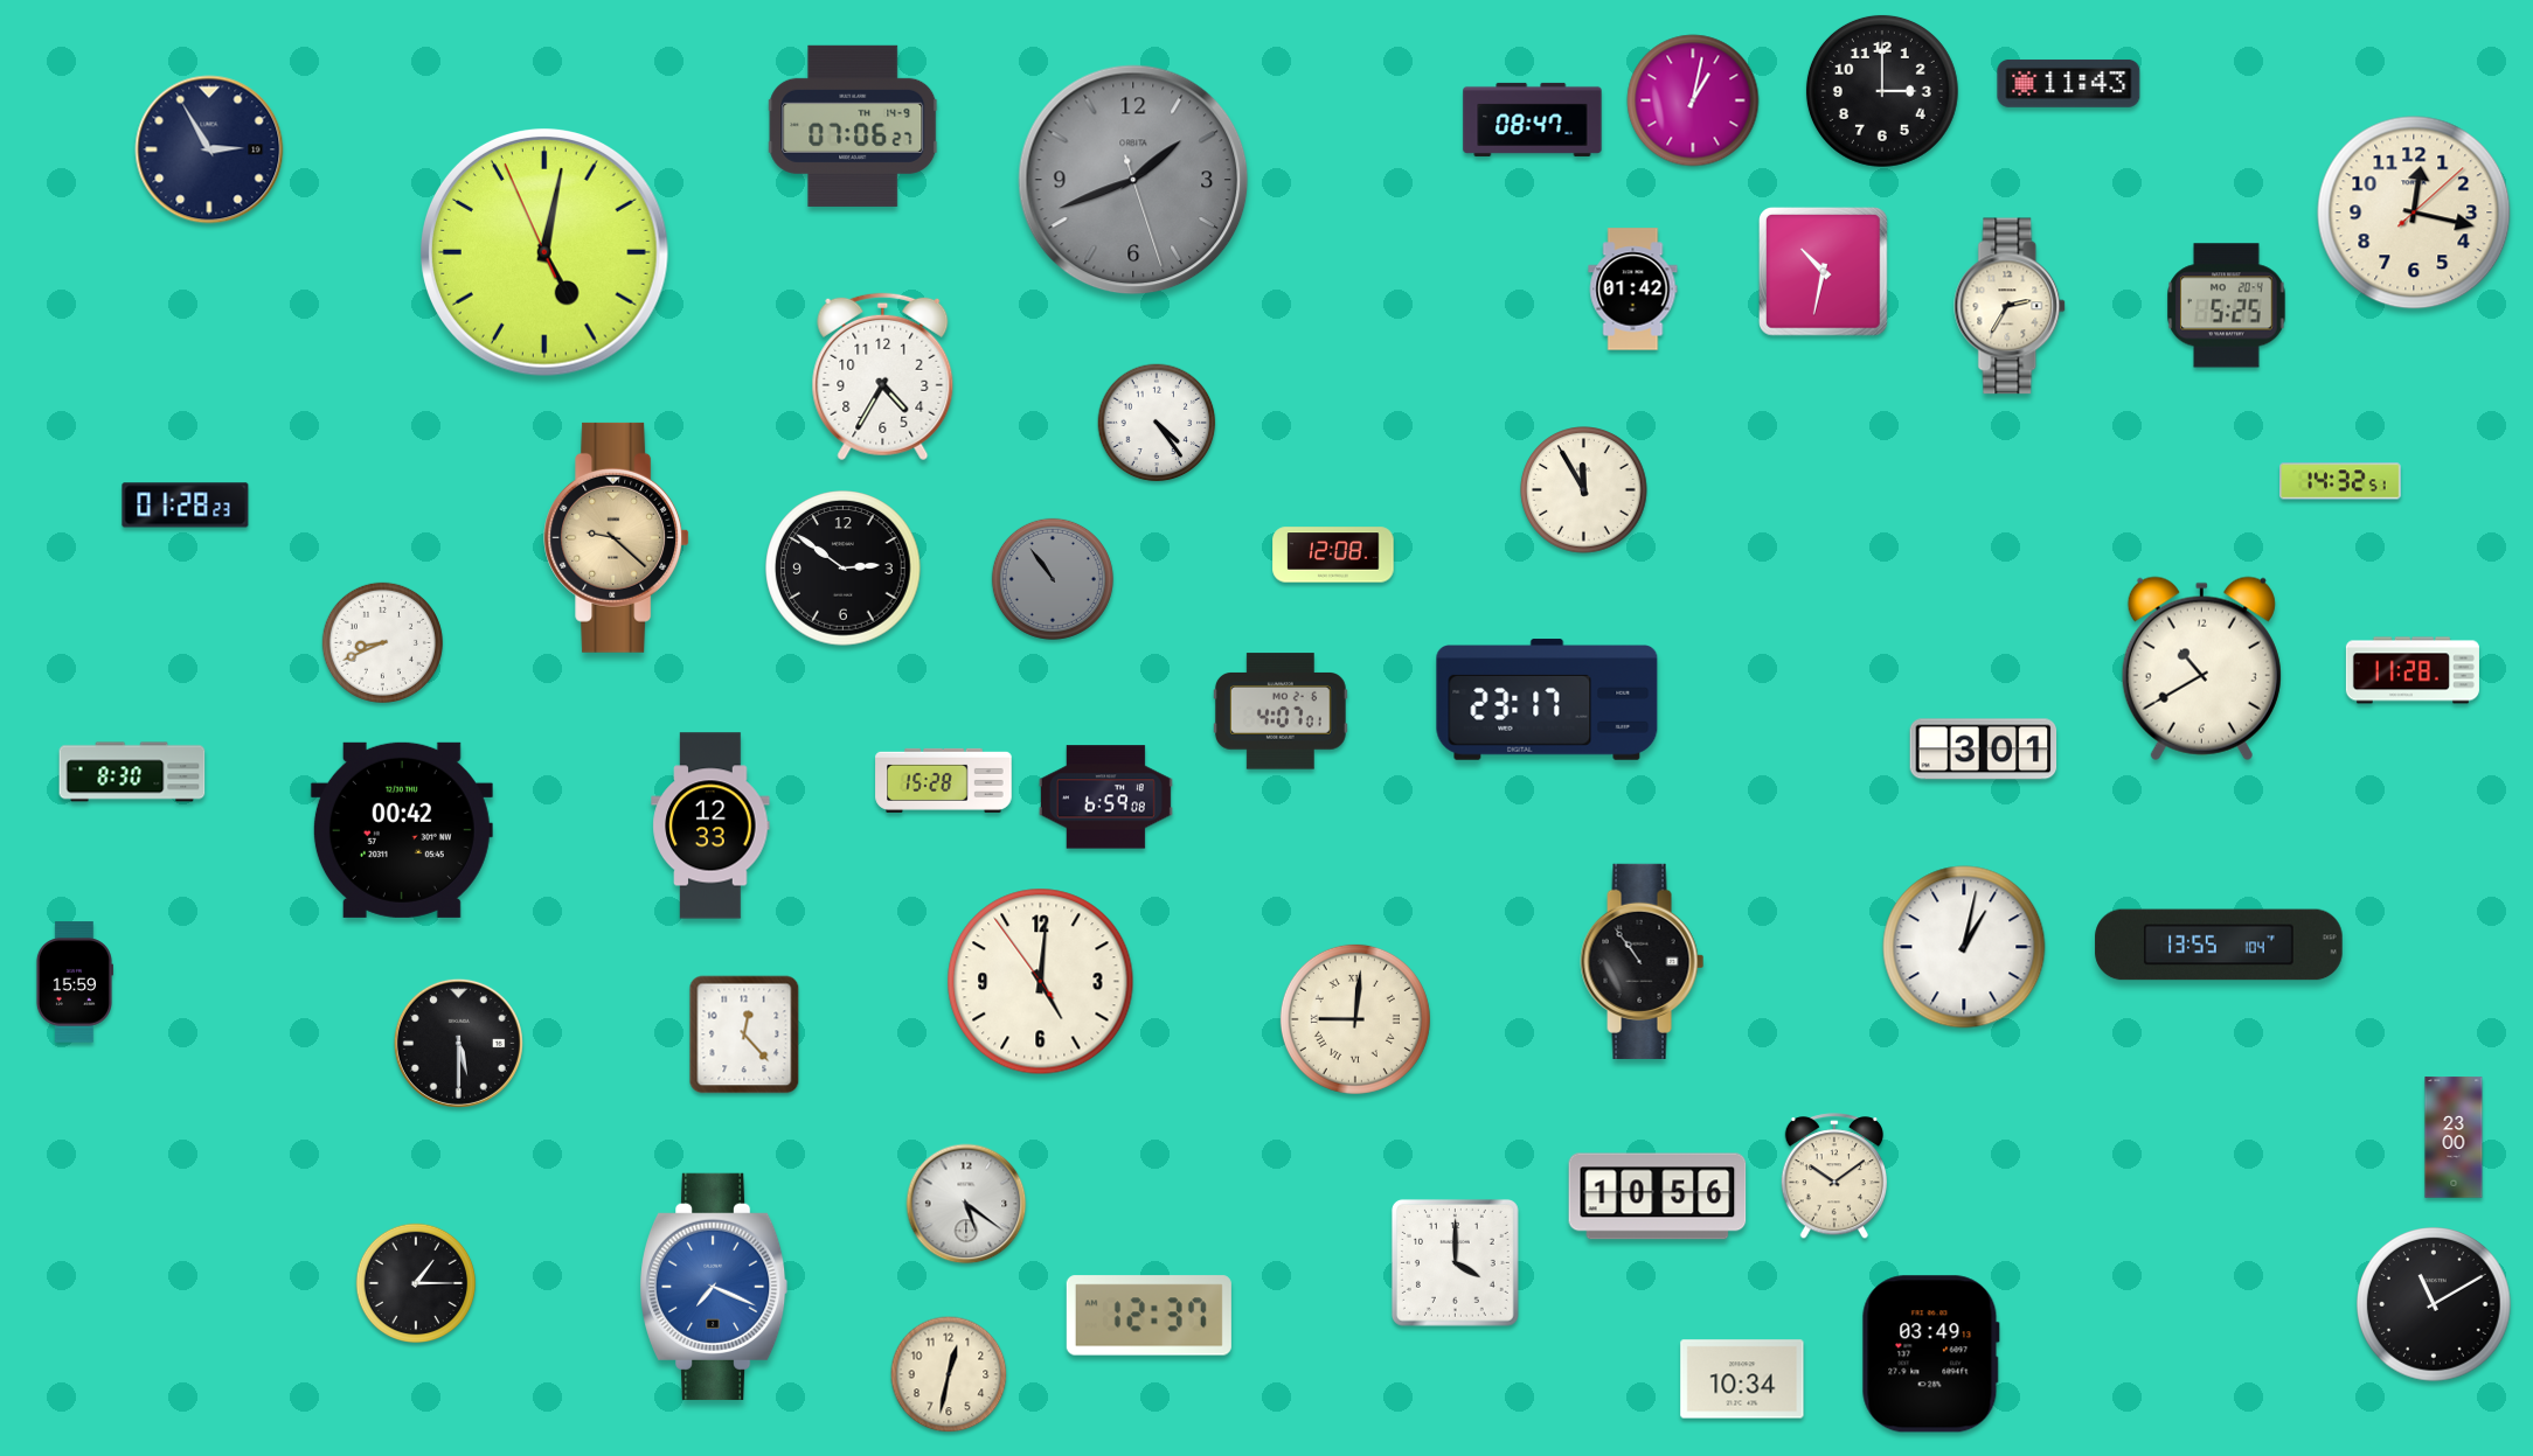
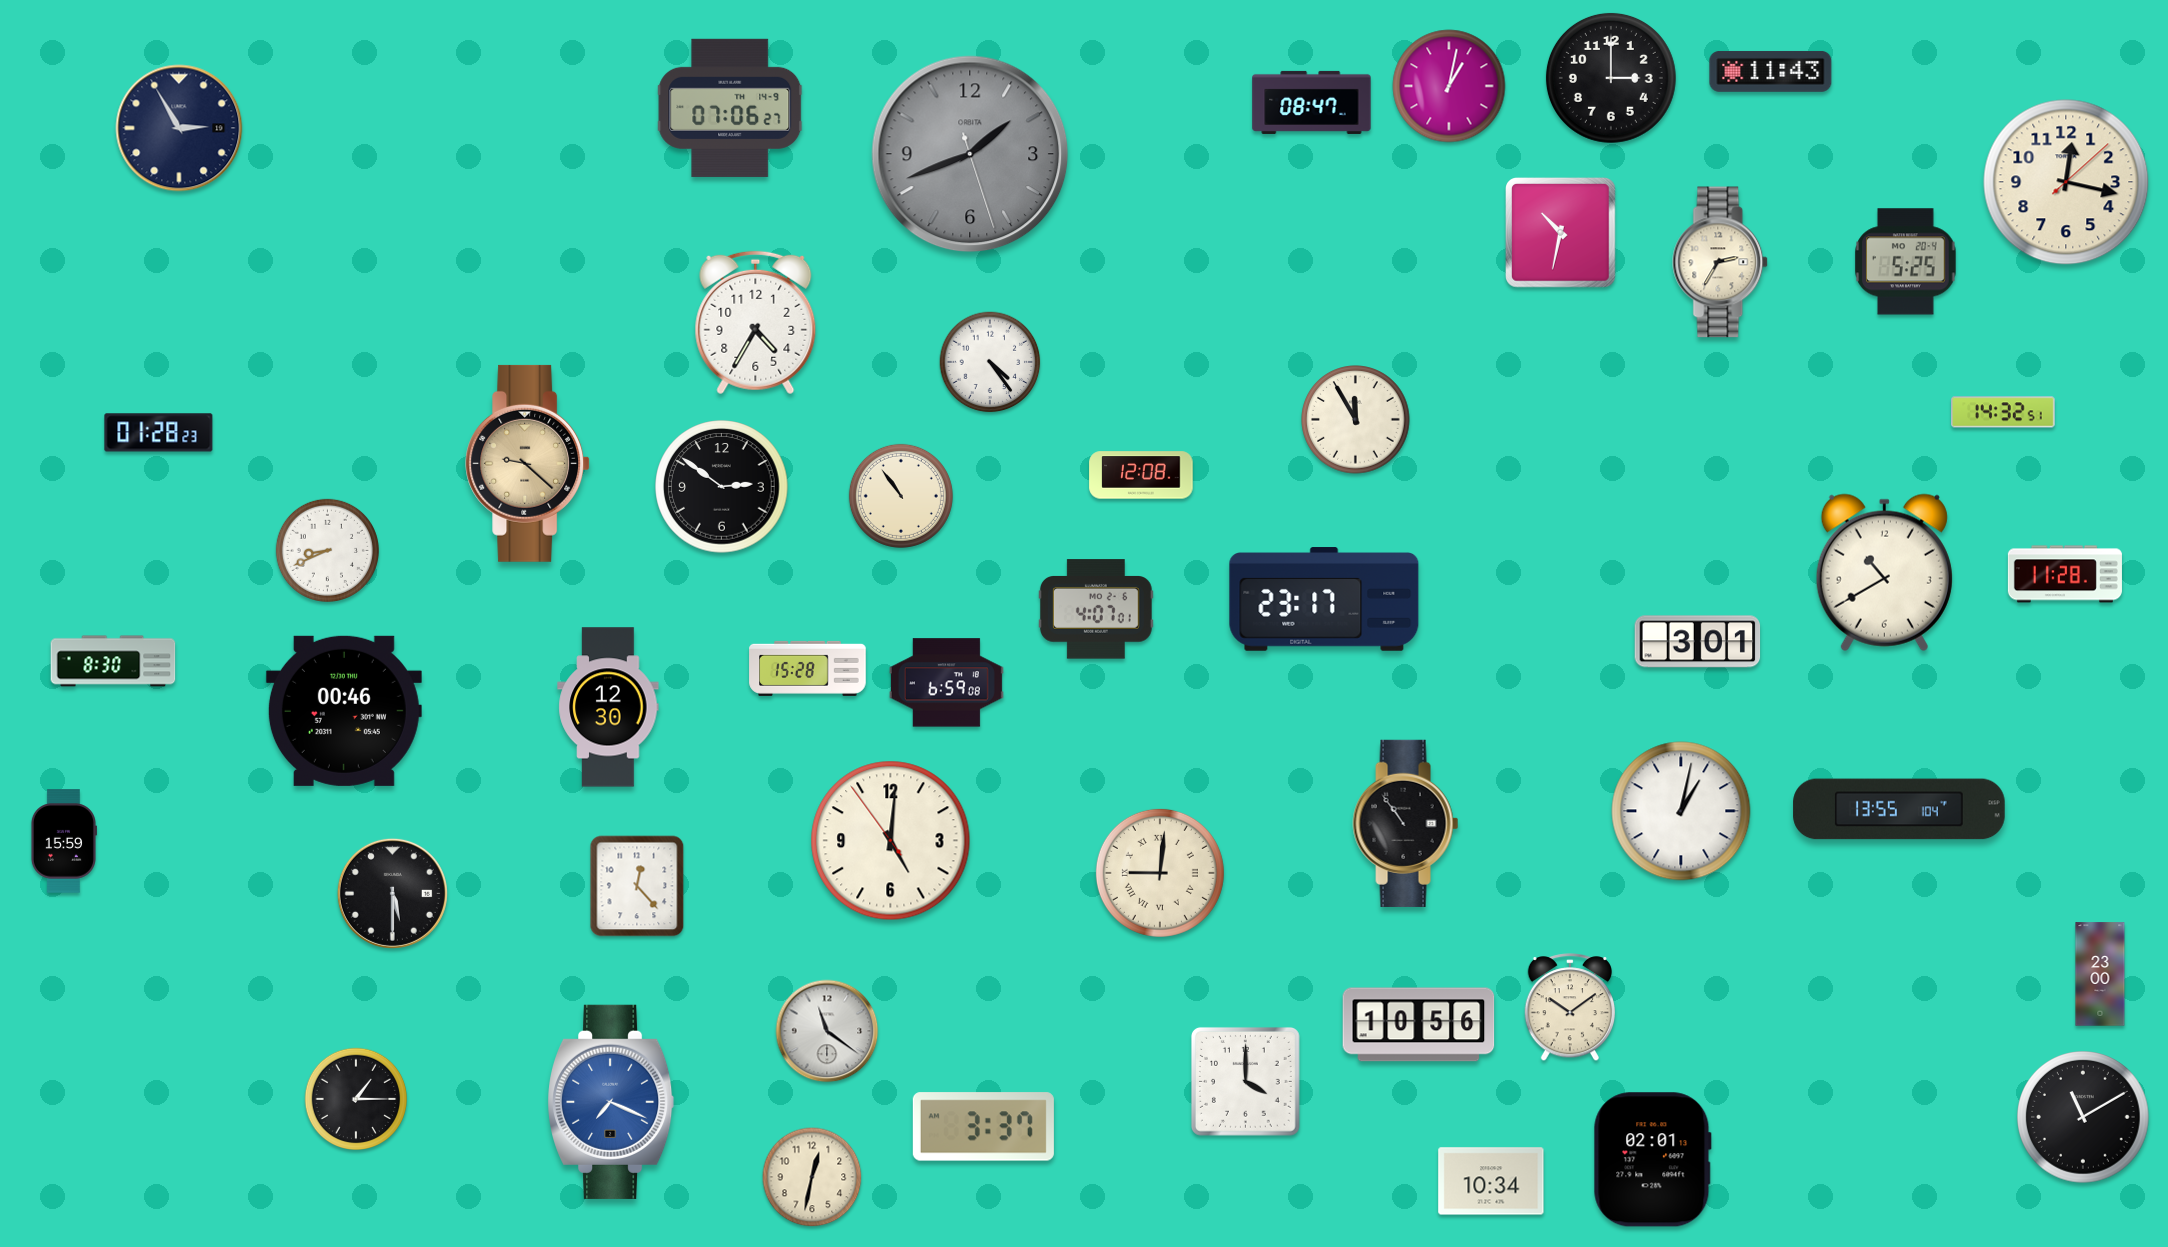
clock at (546, 253): 5:01 -> none
clock at (1633, 290): 01:42 -> none
clock at (617, 537) position: (617, 537) -> (528, 463)
clock at (1053, 579) dial: grey -> cream
clock at (710, 825): 12:33 -> 12:30
clock at (402, 830): 00:42 -> 00:46
clock at (966, 1204): 5:21 -> 11:21
clock at (1148, 1316): 12:37 -> 3:37
clock at (1930, 1354): 03:49 -> 02:01
